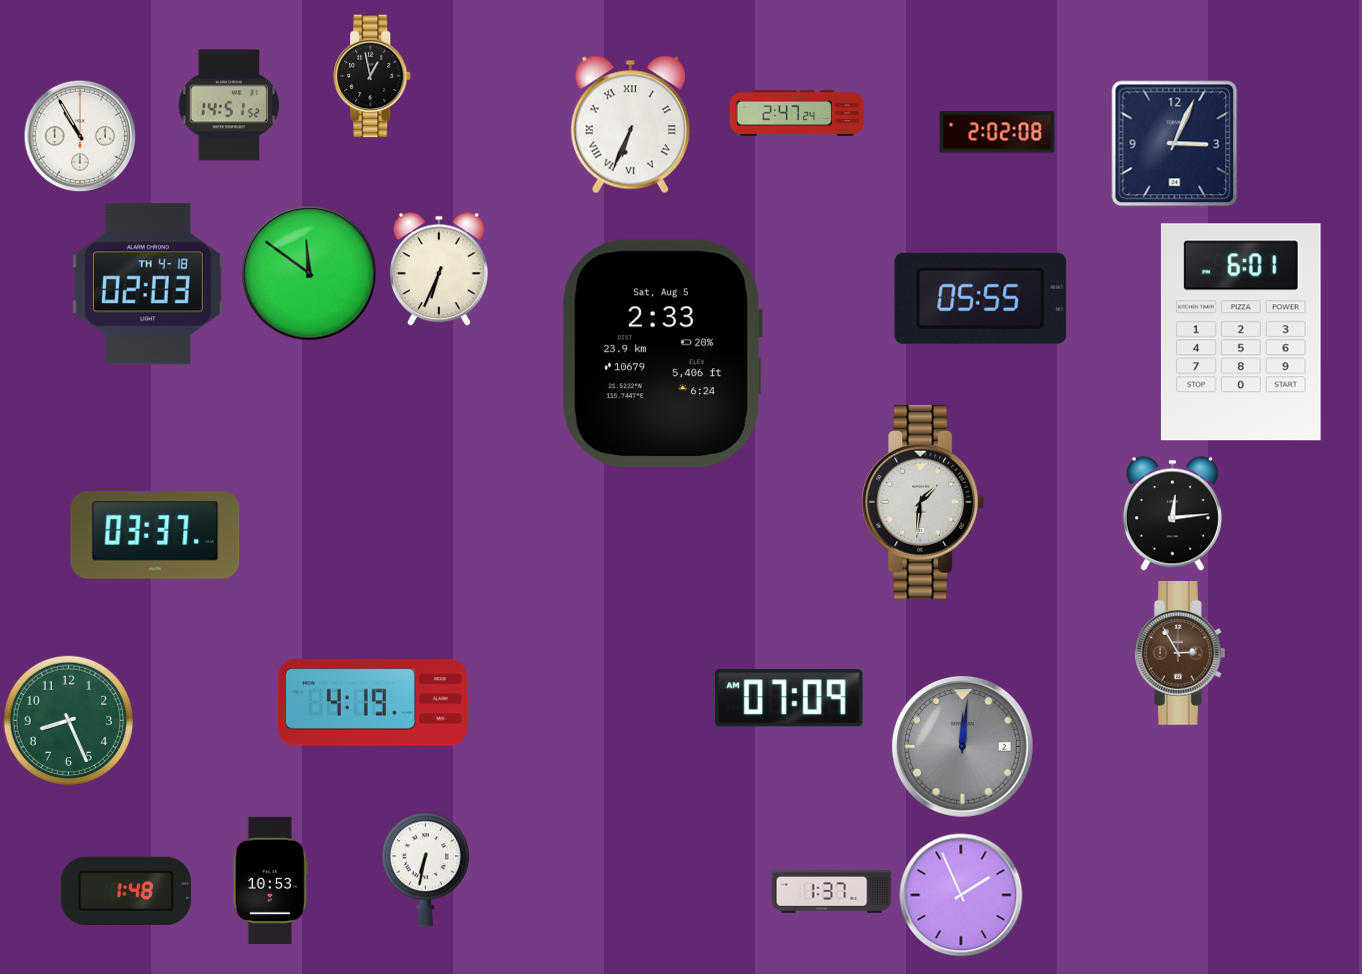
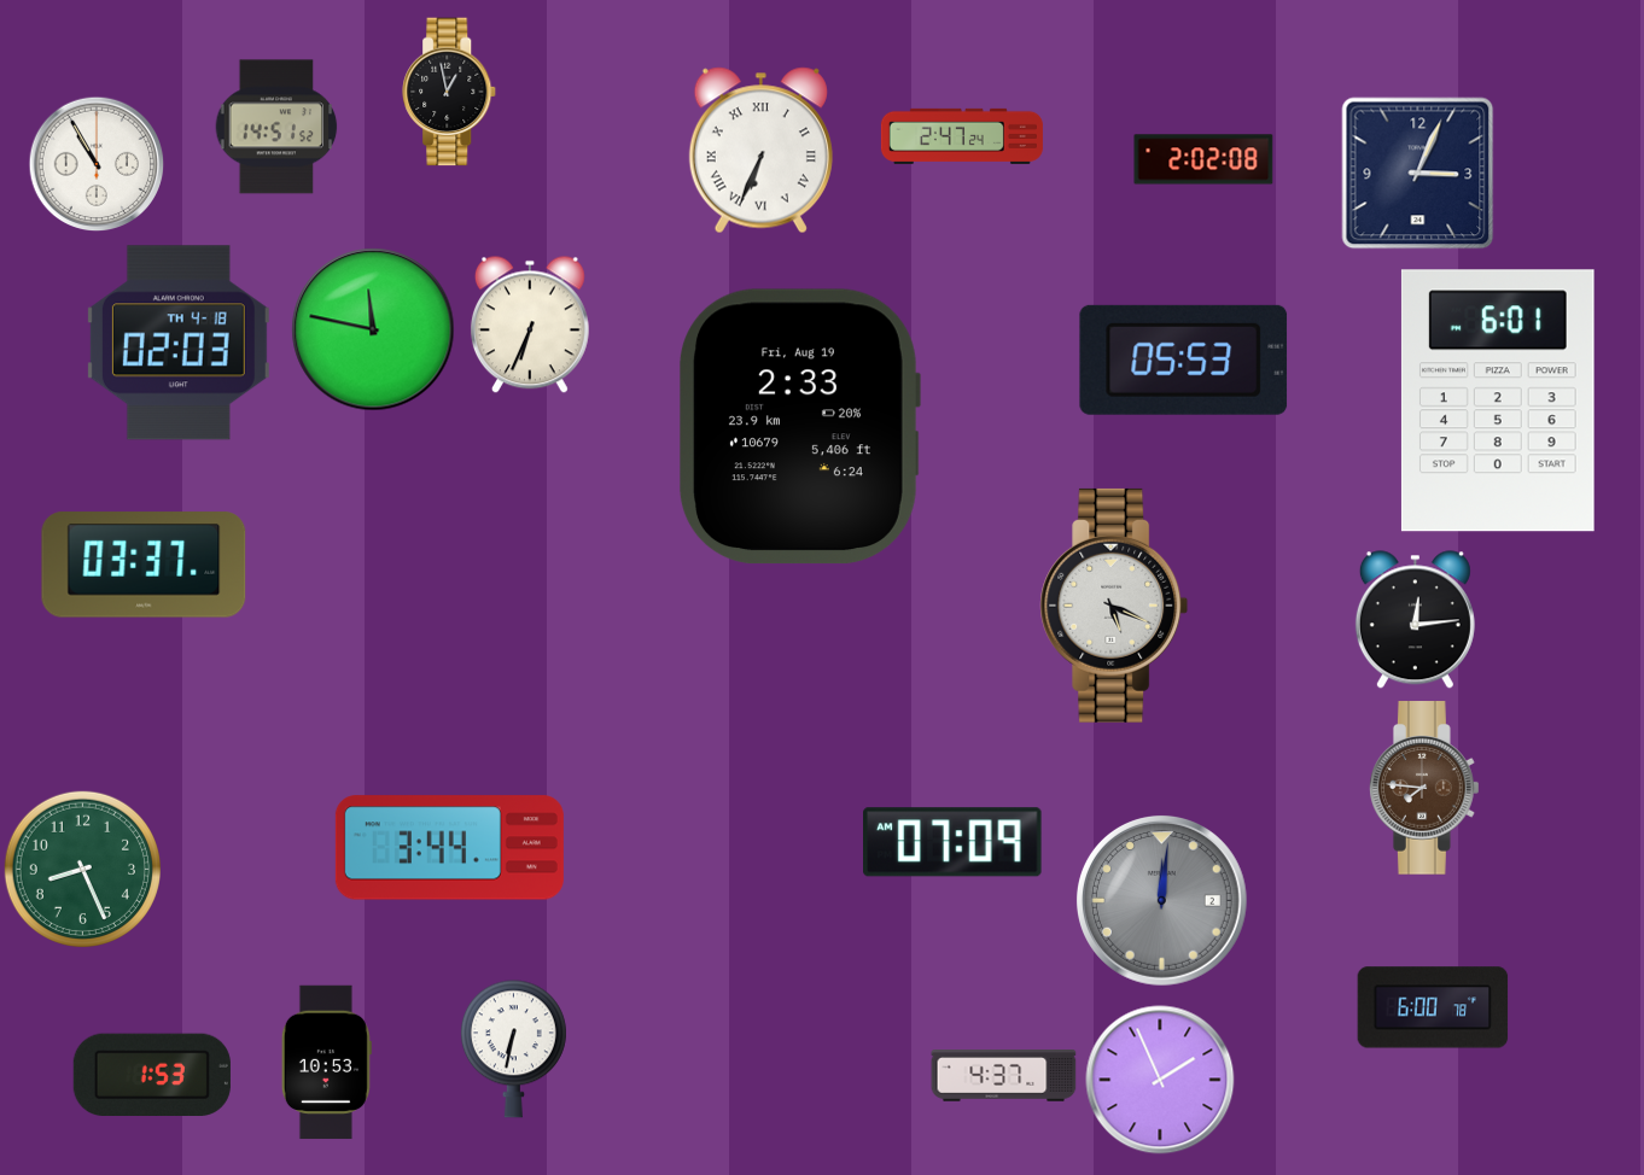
clock at (309, 273): 11:51 -> 11:47
clock at (981, 298): 05:55 -> 05:53
clock at (663, 354) date: Sat, Aug 5 -> Fri, Aug 19
clock at (923, 502): 1:31 -> 5:19
clock at (155, 535) position: (155, 535) -> (144, 565)
clock at (1181, 653): 2:55 -> 7:46
clock at (372, 703): 4:19 -> 3:44
clock at (1433, 1007): none -> 6:00
clock at (126, 891): 1:48 -> 1:53
clock at (832, 892): 1:37 -> 4:37
